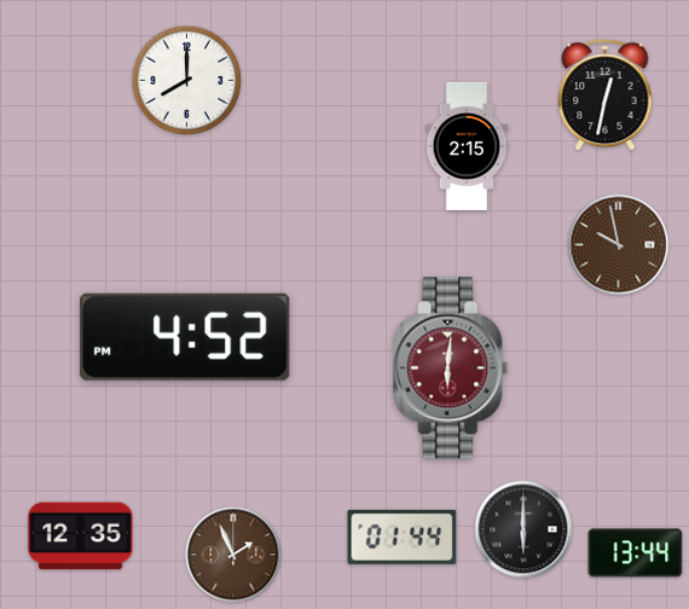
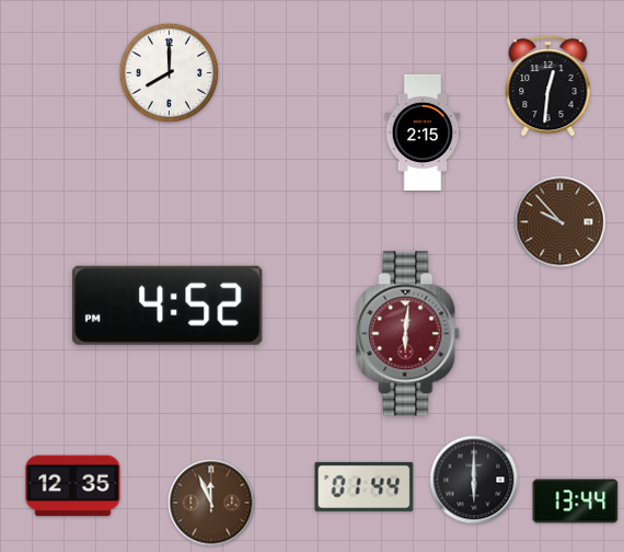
clock at (606, 94): 12:32 -> 12:31
clock at (619, 245): 9:58 -> 9:53
clock at (233, 555): 1:56 -> 11:56
